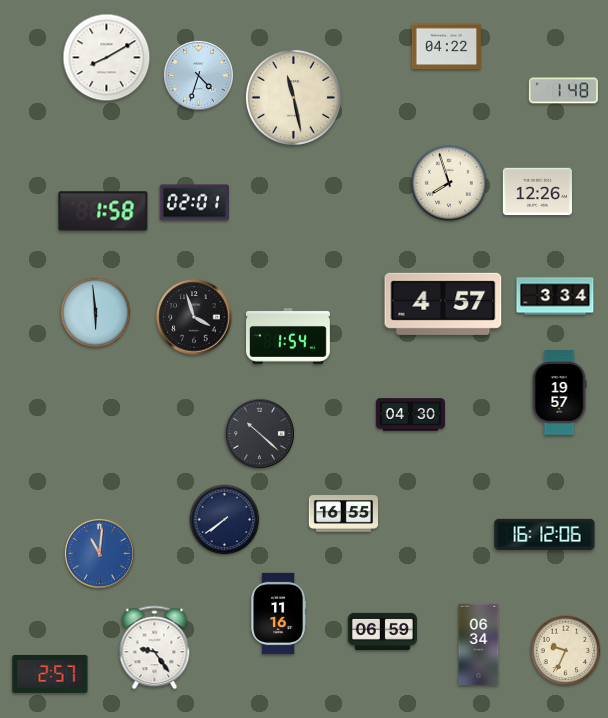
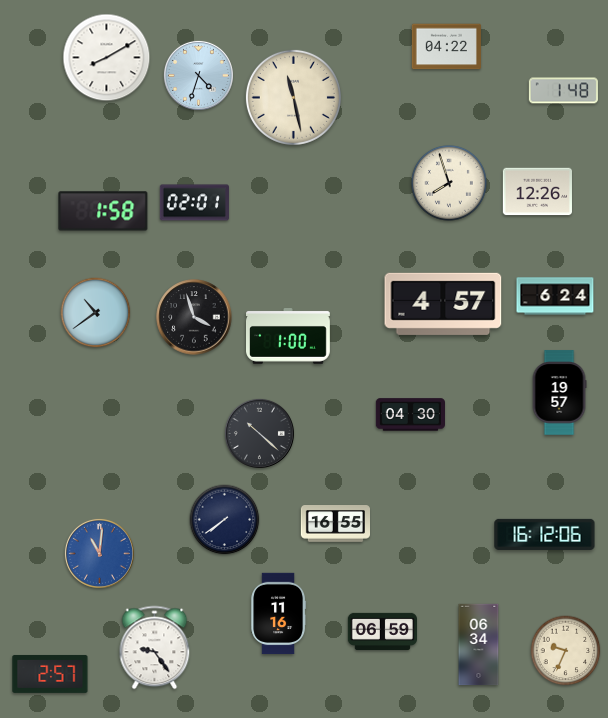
clock at (555, 296): 3:34 -> 6:24
clock at (96, 313): 5:59 -> 10:39
clock at (289, 337): 1:54 -> 1:00
clock at (343, 514) position: (343, 514) -> (335, 524)
